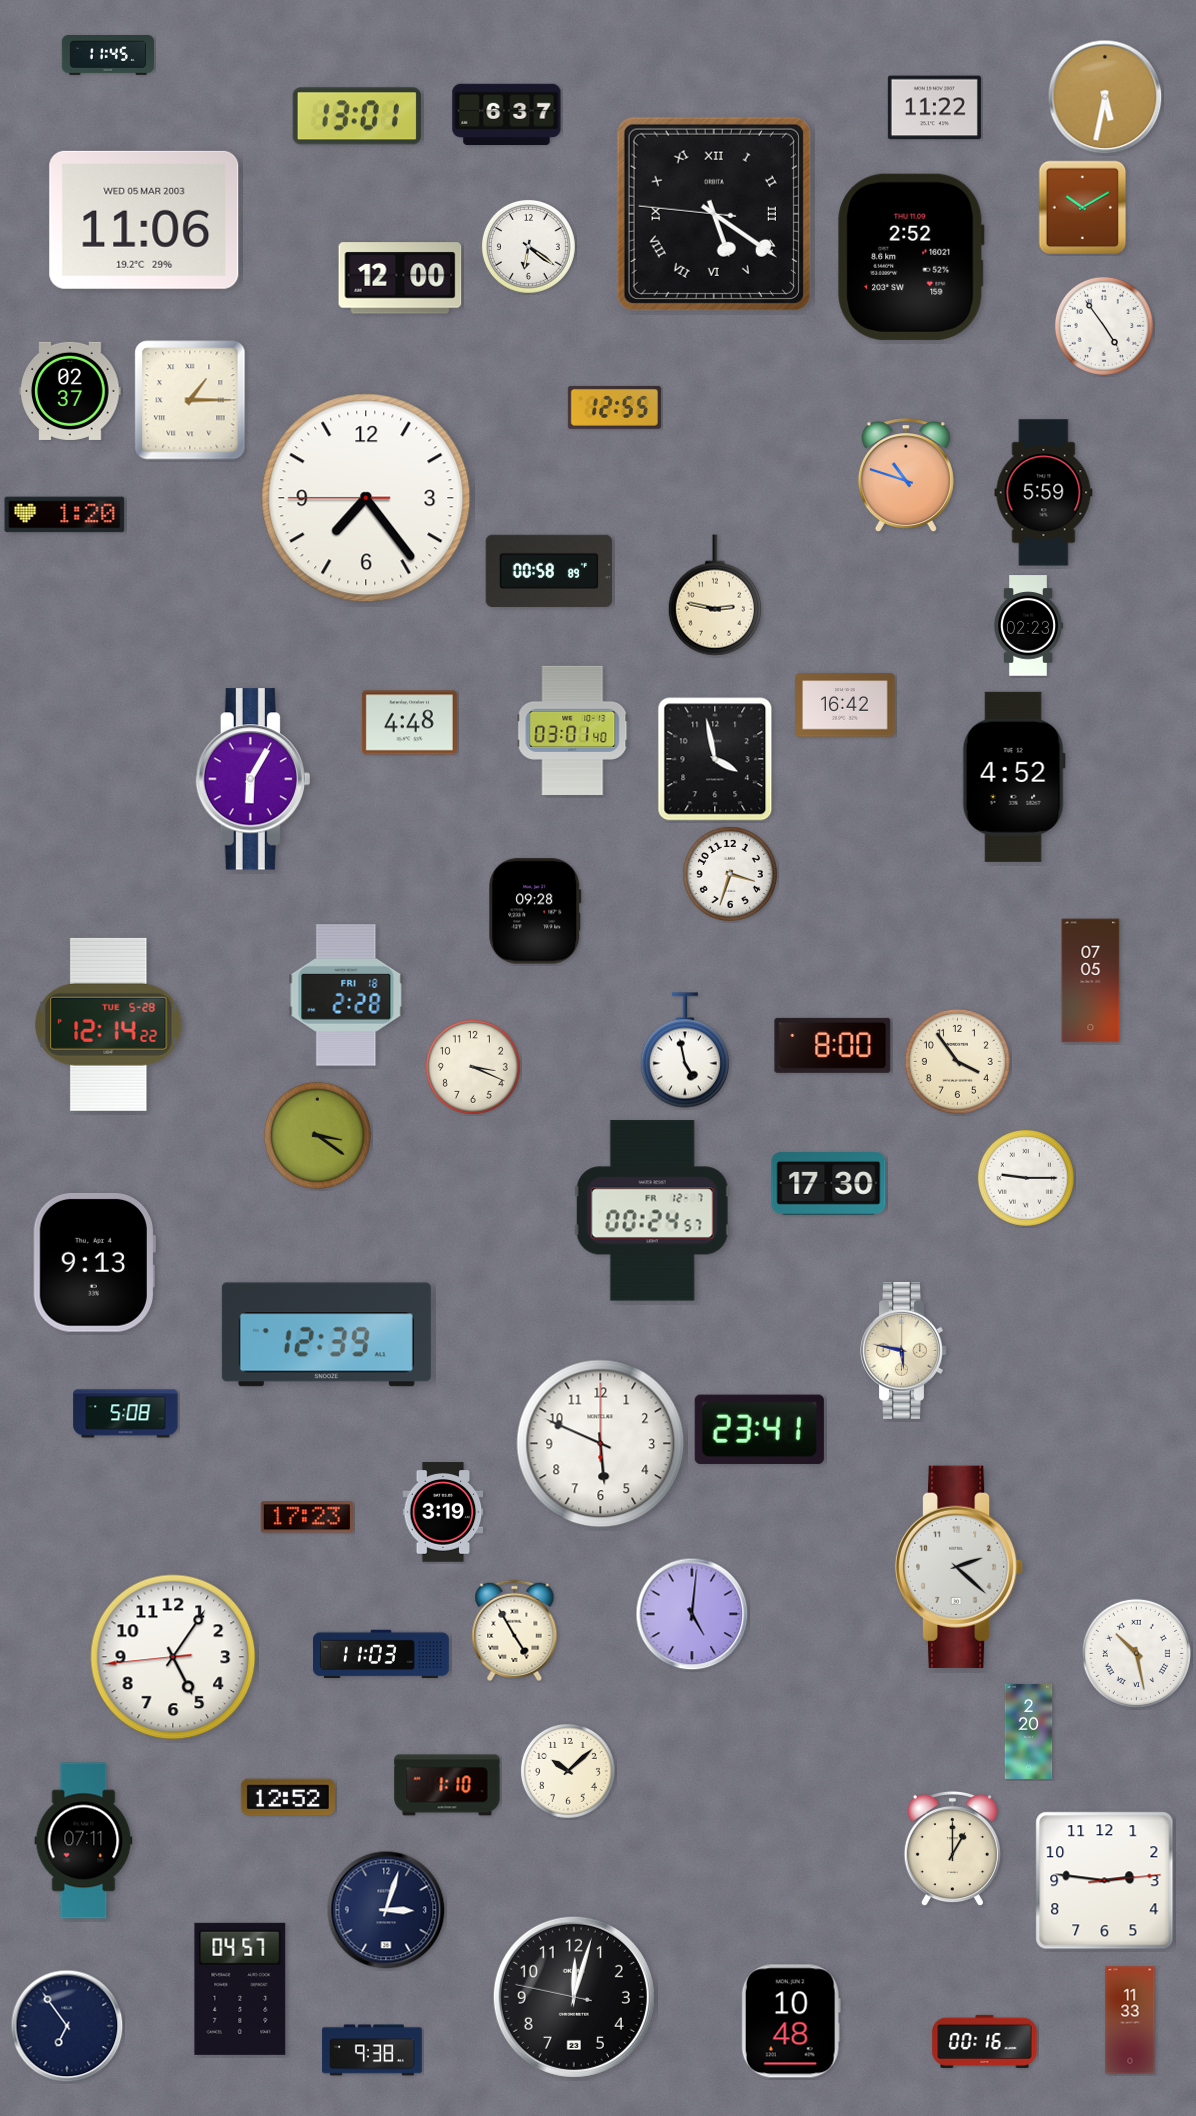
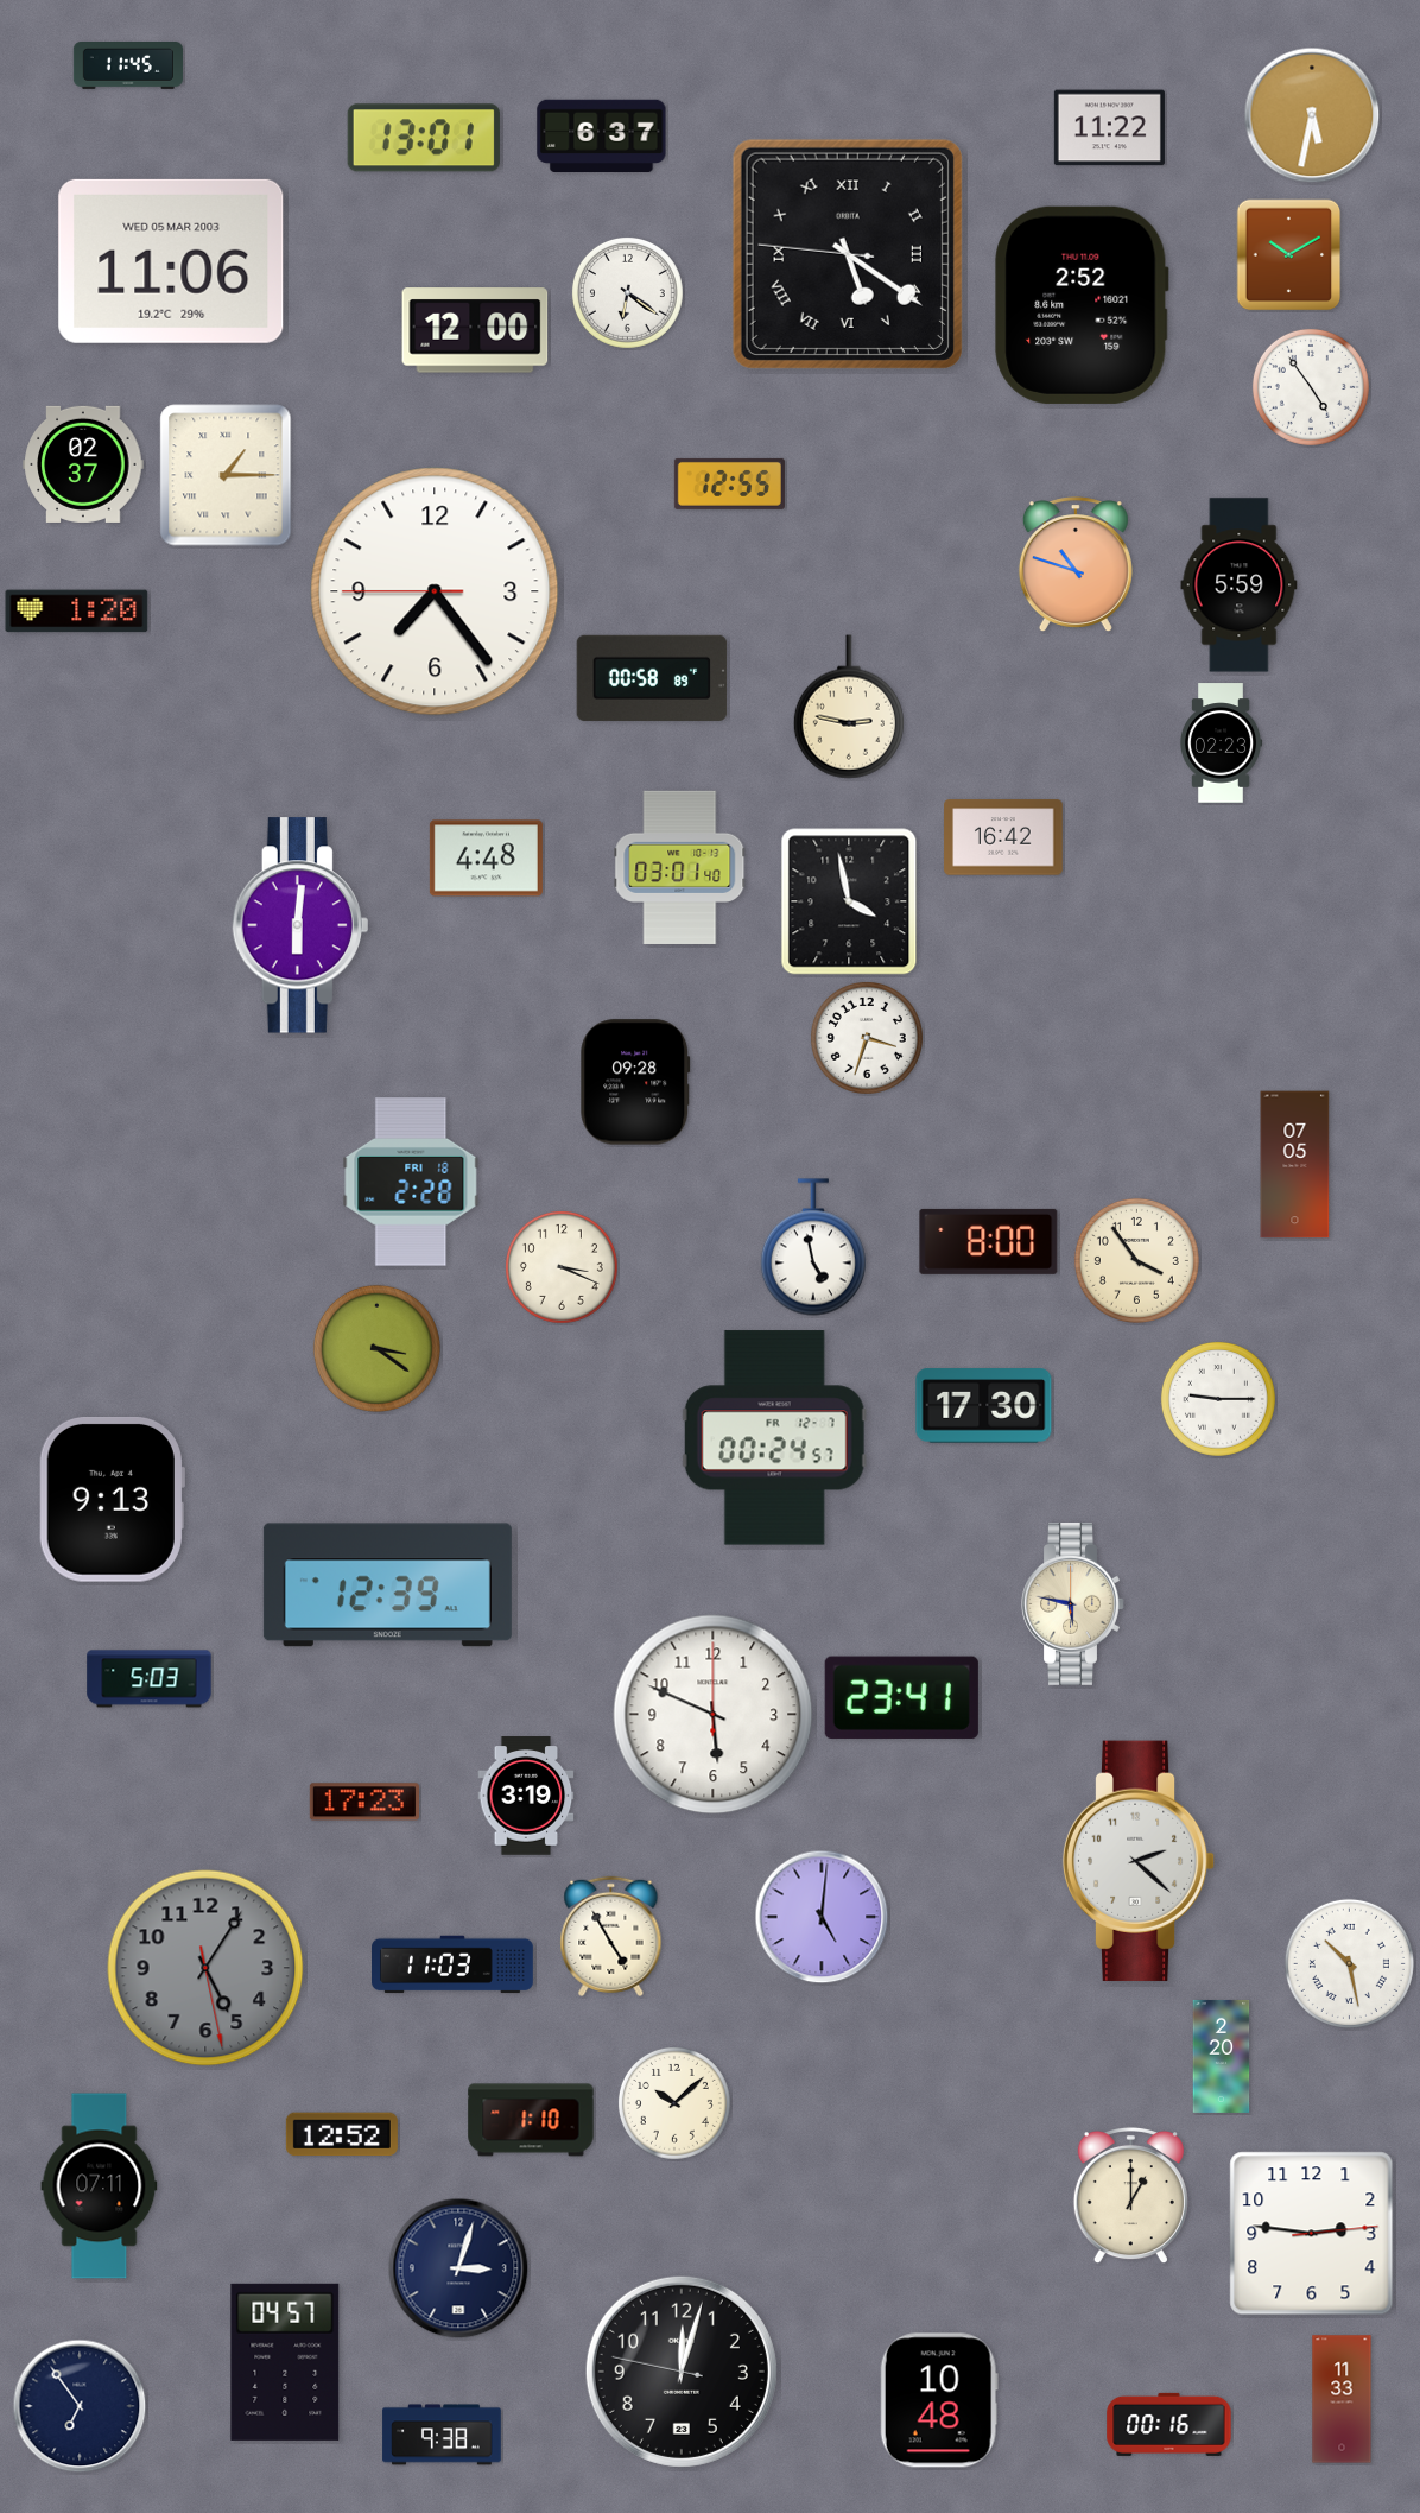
clock at (1083, 208) position: (1083, 208) -> (1289, 255)
clock at (1014, 777): 4:52 -> none
clock at (253, 779): 6:05 -> 6:01
clock at (109, 1024): 12:14 -> none
clock at (126, 1414): 5:08 -> 5:03
clock at (173, 1657): 5:05:44 -> 5:05:28
clock at (173, 1657) dial: white -> grey
